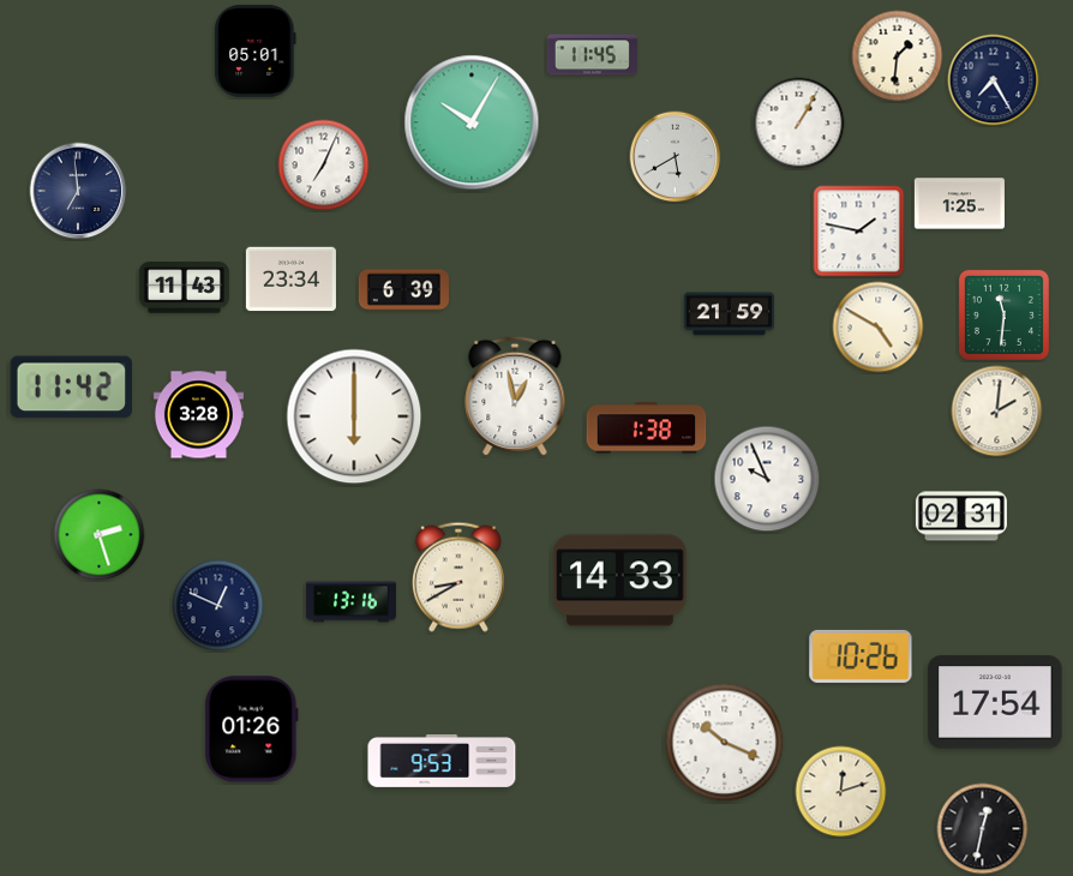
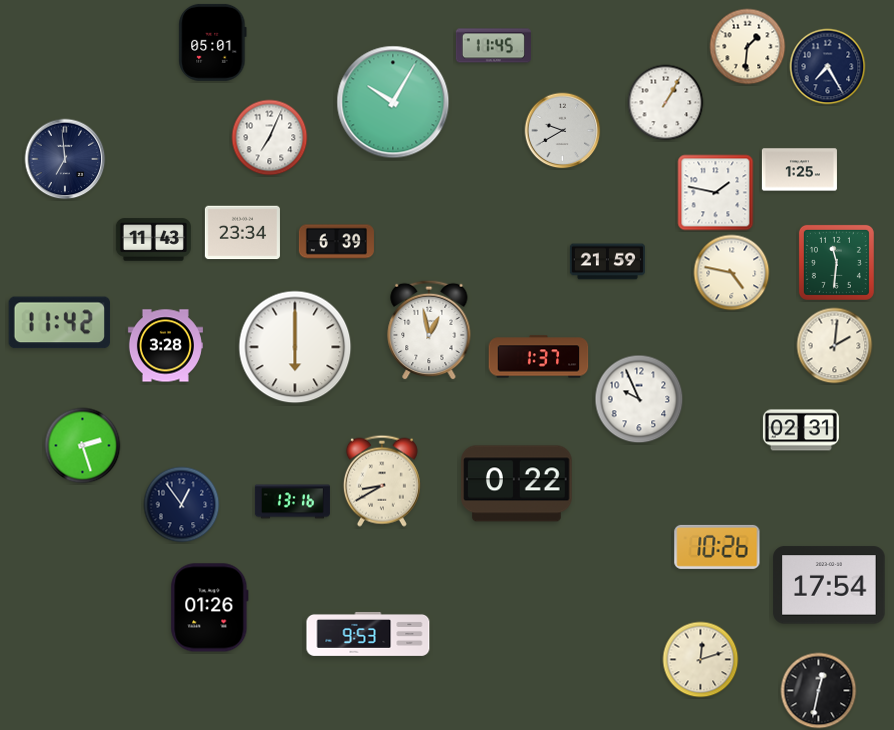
clock at (676, 157): 5:40 -> 9:40
clock at (879, 328): 4:50 -> 4:47
clock at (997, 412) position: (997, 412) -> (835, 346)
clock at (647, 428): 1:38 -> 1:37
clock at (621, 581): 14:33 -> 0:22
clock at (218, 606): 12:49 -> 12:54
clock at (725, 743): 10:19 -> none
